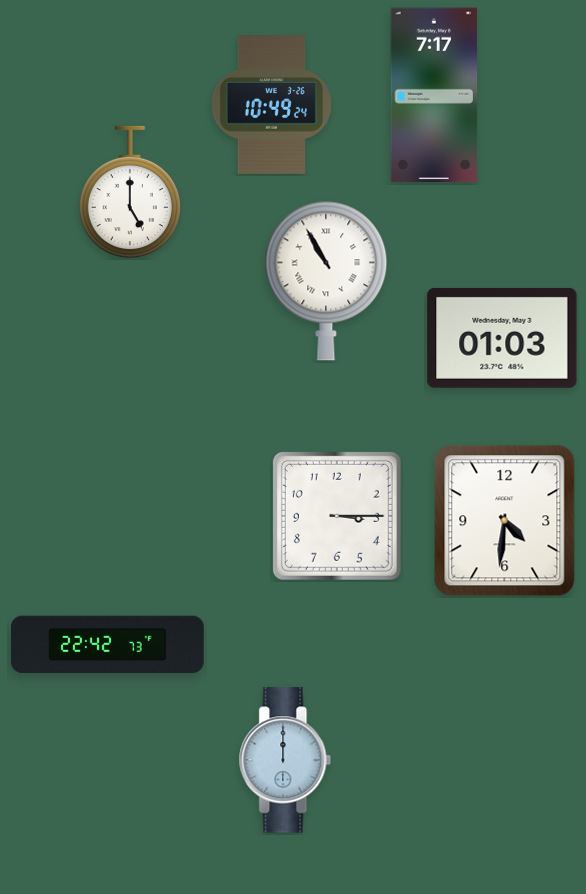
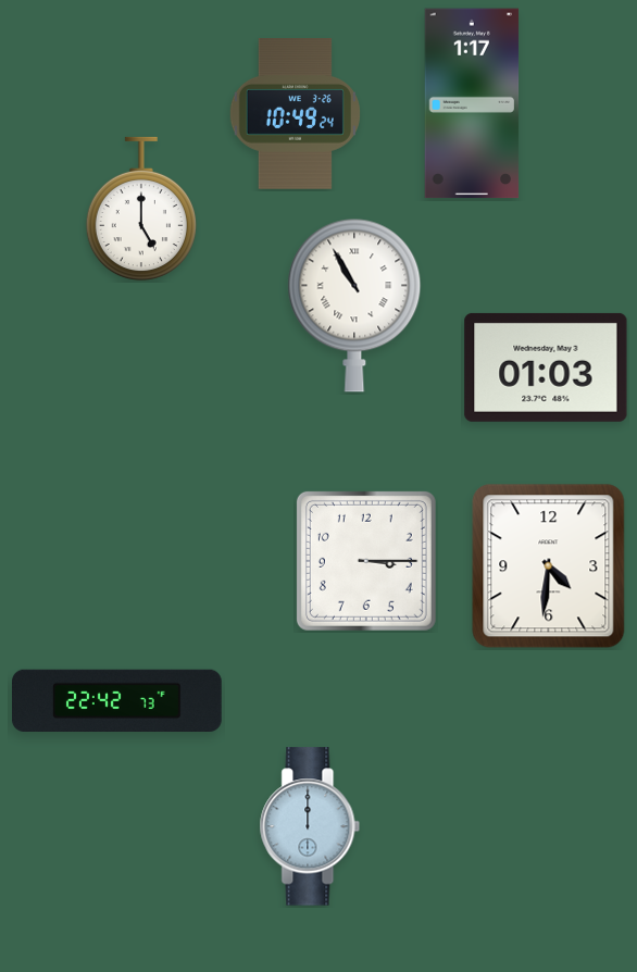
clock at (434, 95): 7:17 -> 1:17
